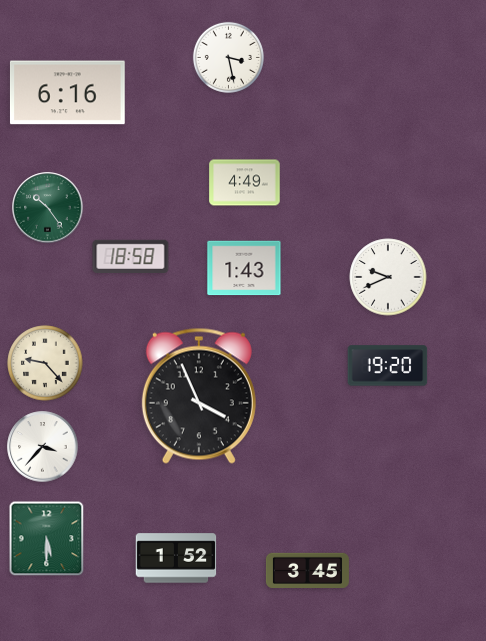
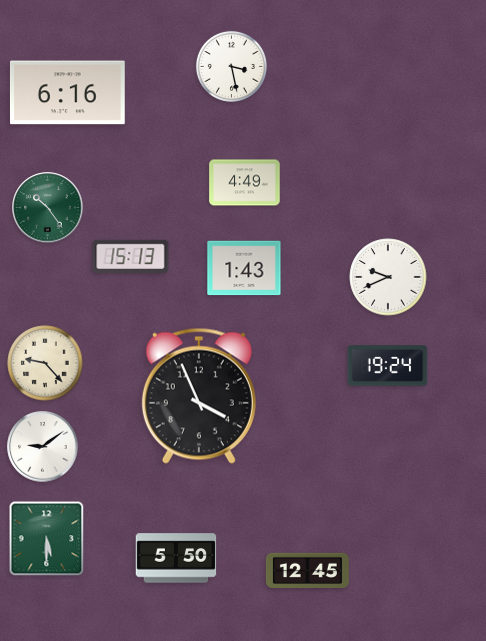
clock at (228, 57) position: (228, 57) -> (231, 66)
clock at (131, 256): 18:58 -> 15:13
clock at (388, 366): 19:20 -> 19:24
clock at (43, 447): 3:37 -> 9:09
clock at (176, 558): 1:52 -> 5:50
clock at (307, 570): 3:45 -> 12:45
